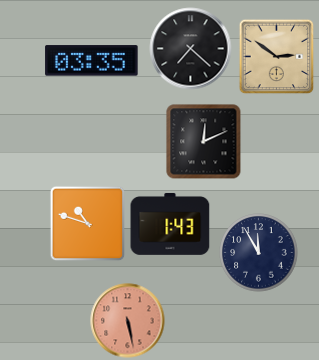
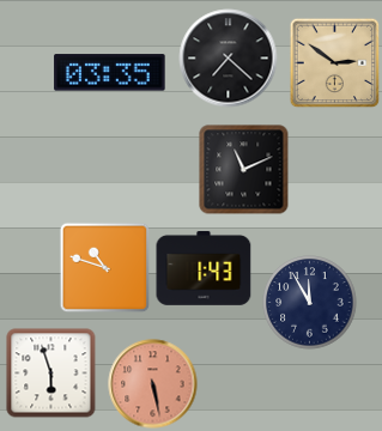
clock at (277, 57) position: (277, 57) -> (335, 63)
clock at (204, 142): 12:11 -> 11:11
clock at (51, 374): none -> 5:57
